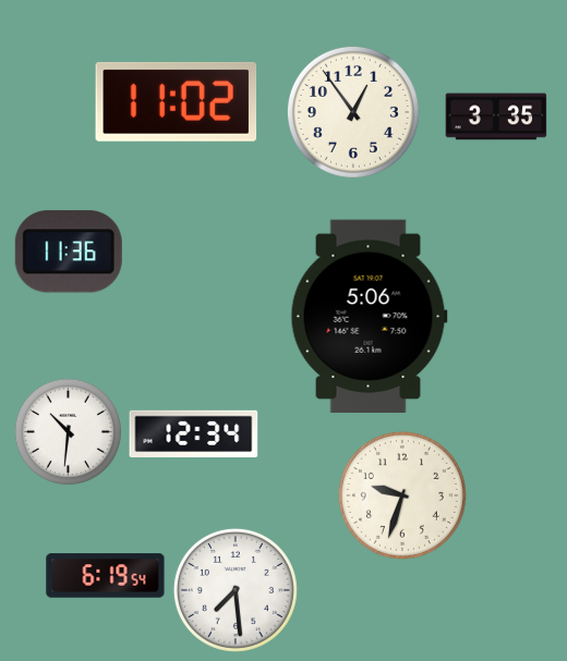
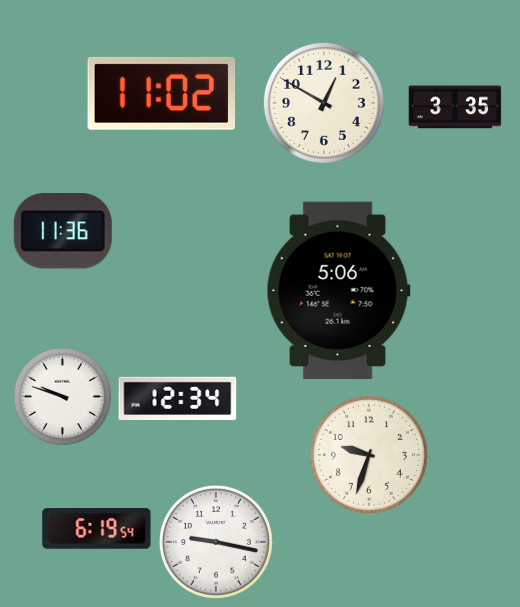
clock at (353, 112): 12:54 -> 12:50
clock at (68, 431): 10:31 -> 9:48
clock at (236, 590): 7:29 -> 9:17
